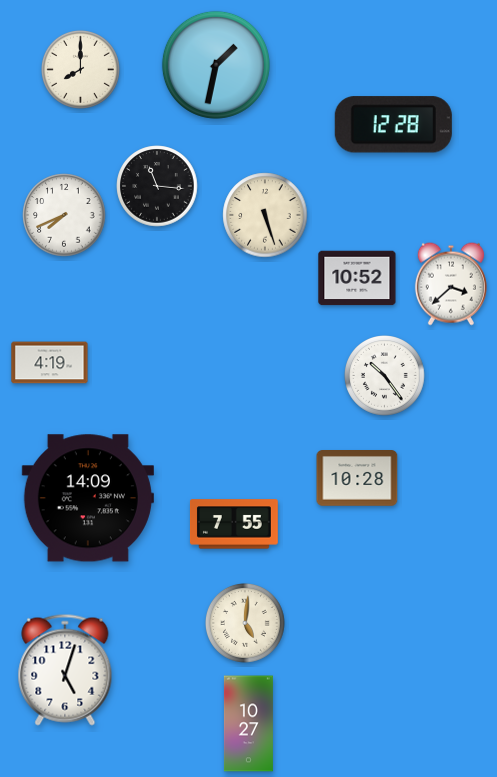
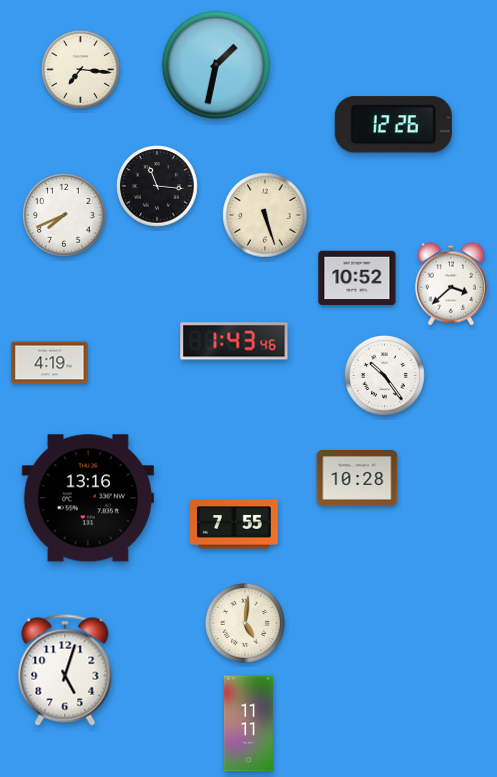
clock at (80, 69): 8:00 -> 7:16
clock at (393, 125): 12:28 -> 12:26
clock at (234, 341): none -> 1:43
clock at (88, 498): 14:09 -> 13:16
clock at (248, 724): 10:27 -> 11:11
